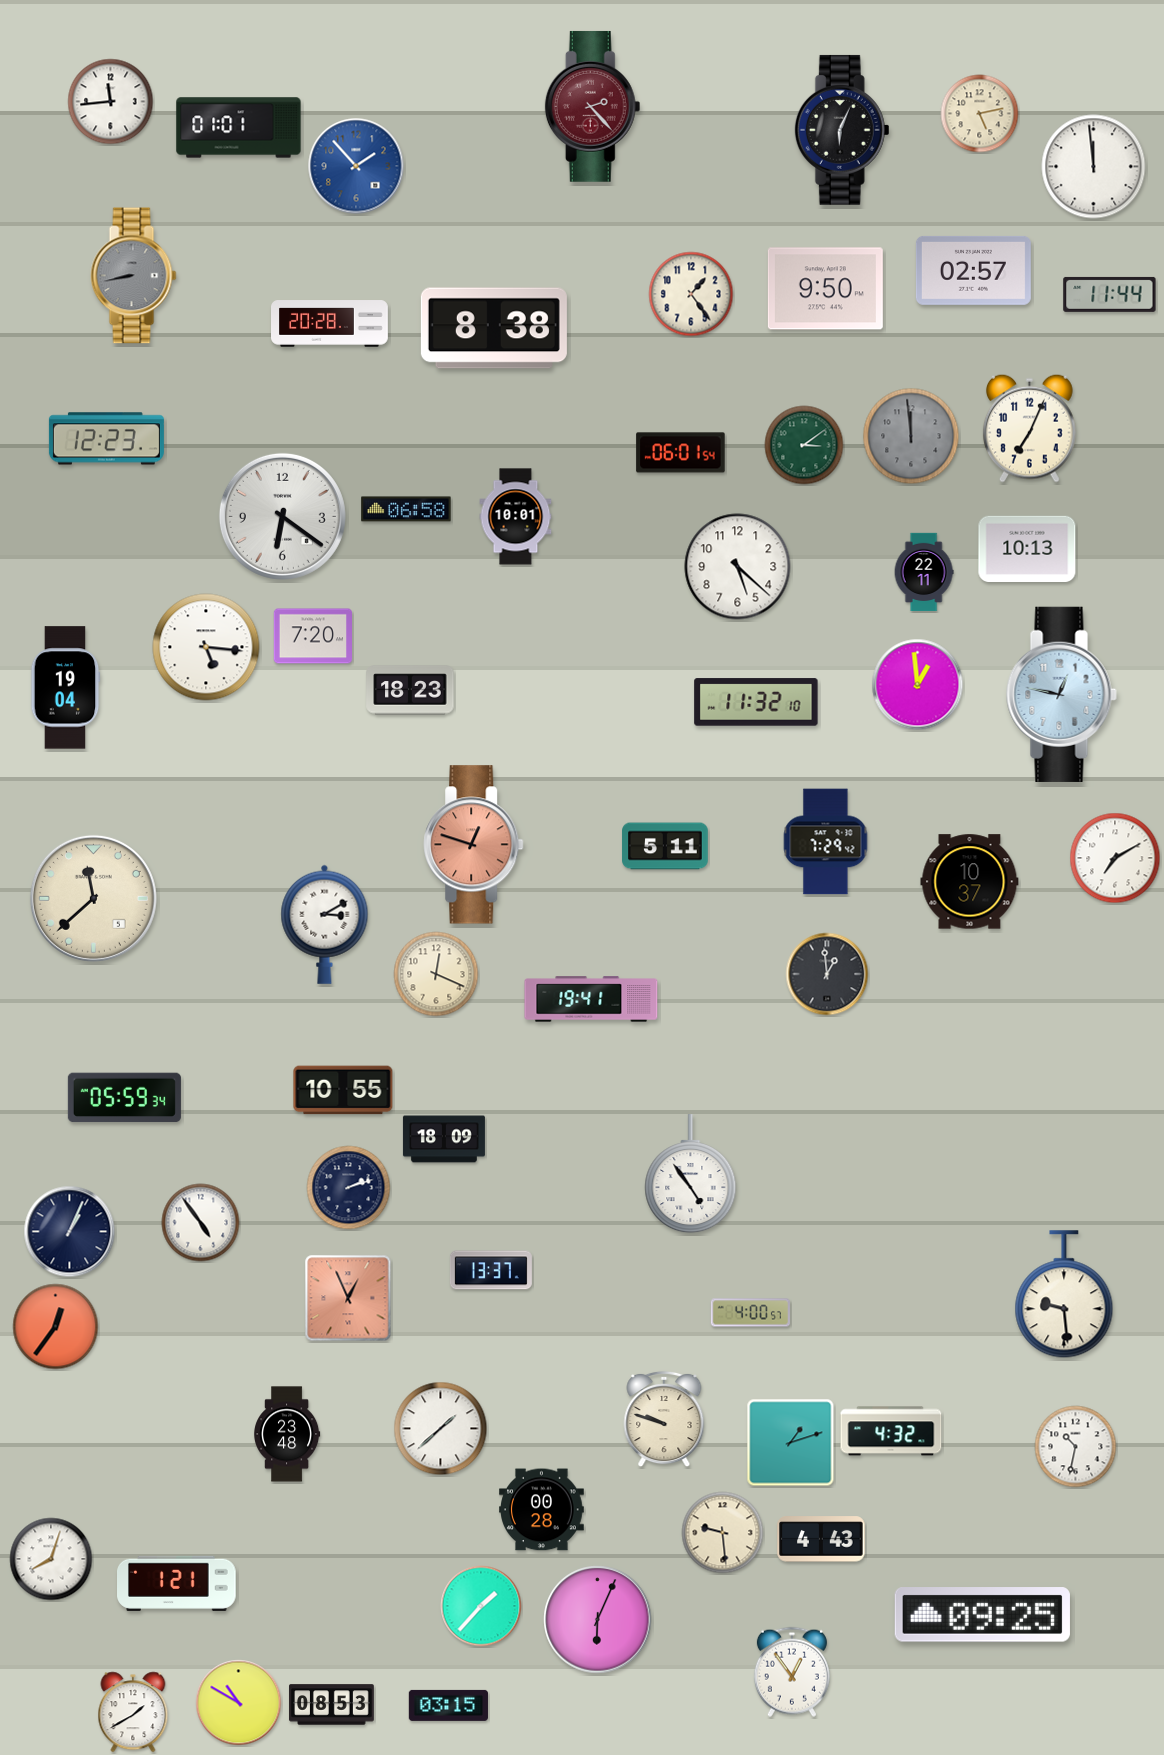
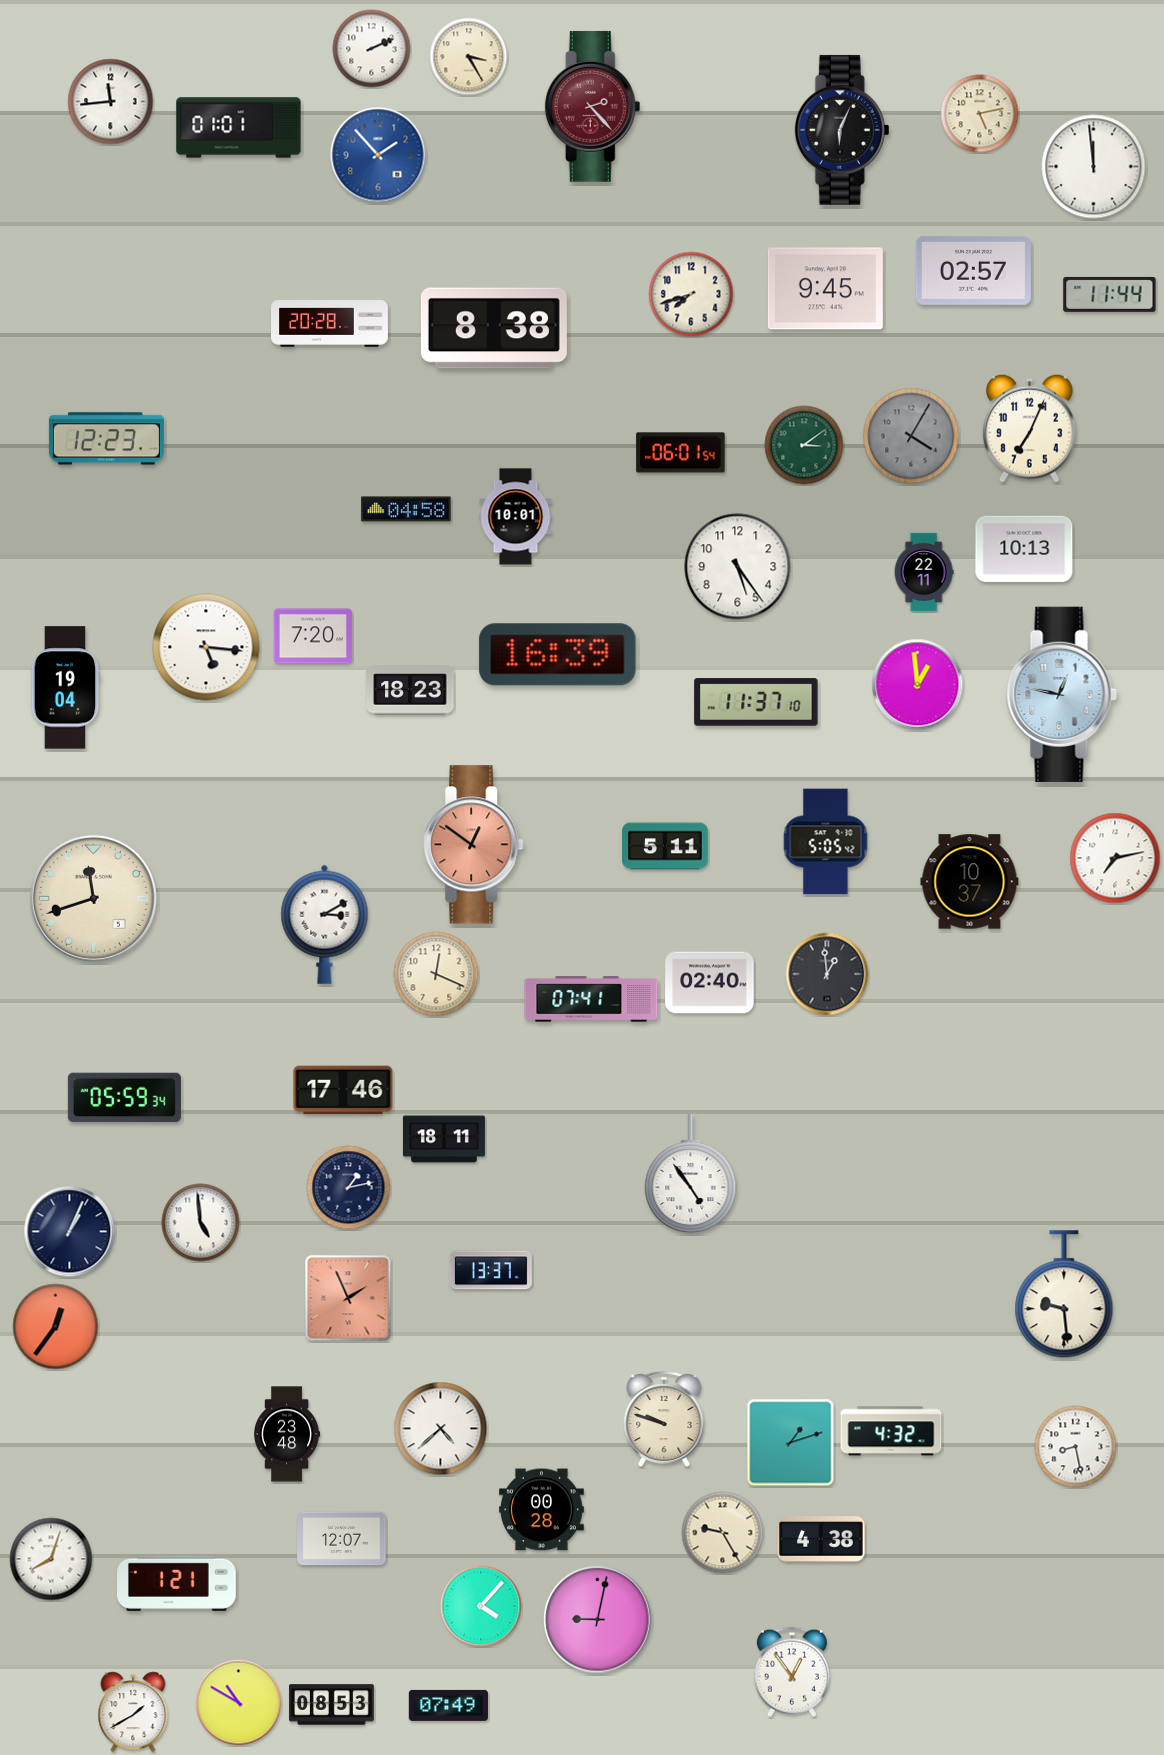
clock at (372, 49): none -> 2:11
clock at (469, 57): none -> 3:25
clock at (356, 166) position: (356, 166) -> (378, 155)
clock at (134, 276): 8:43 -> none
clock at (825, 289): 9:50 -> 9:45
clock at (691, 294): 1:24 -> 7:42
clock at (911, 436): 11:59 -> 4:05
clock at (406, 509): 06:58 -> 04:58
clock at (282, 516): 6:21 -> none
clock at (1027, 548) position: (1027, 548) -> (1024, 548)
clock at (738, 567): 5:22 -> 5:24
clock at (558, 655): none -> 16:39
clock at (756, 702): 11:32 -> 11:37
clock at (826, 842): 7:29 -> 5:05
clock at (474, 845): 12:48 -> 12:51
clock at (1115, 858): 7:10 -> 7:13
clock at (93, 898): 11:38 -> 11:42
clock at (710, 983): none -> 02:40
clock at (591, 999): 19:41 -> 07:41
clock at (343, 1090): 10:55 -> 17:46
clock at (444, 1139): 18:09 -> 18:11
clock at (349, 1188): 2:12 -> 1:13
clock at (201, 1223): 4:54 -> 4:59
clock at (348, 1298): 12:56 -> 1:56
clock at (750, 1313): 4:00 -> none
clock at (441, 1429): 1:38 -> 4:38
clock at (1076, 1447): 10:32 -> 8:28
clock at (723, 1533): 9:29 -> 9:25
clock at (342, 1539): none -> 12:07
clock at (821, 1539): 4:43 -> 4:38
clock at (481, 1606): 1:37 -> 4:07
clock at (982, 1615): 09:25 -> none
clock at (598, 1620): 6:04 -> 9:02
clock at (448, 1705): 03:15 -> 07:49
